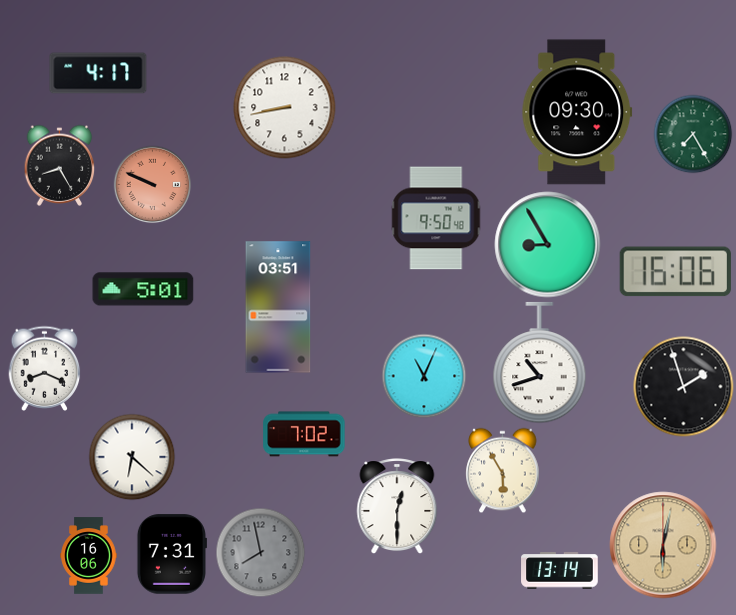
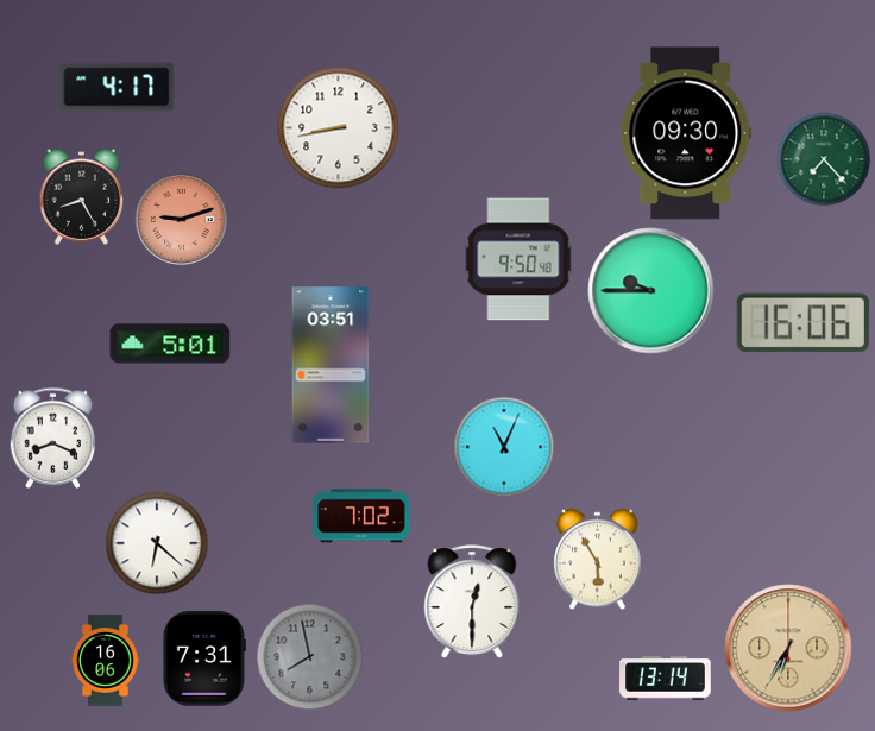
clock at (693, 134): 7:25 -> 7:23
clock at (60, 165) position: (60, 165) -> (82, 196)
clock at (152, 184): 9:49 -> 9:12
clock at (548, 245): 8:55 -> 9:45
clock at (540, 363): 10:42 -> none
clock at (684, 387): 1:57 -> none
clock at (663, 545): 6:02 -> 6:35
